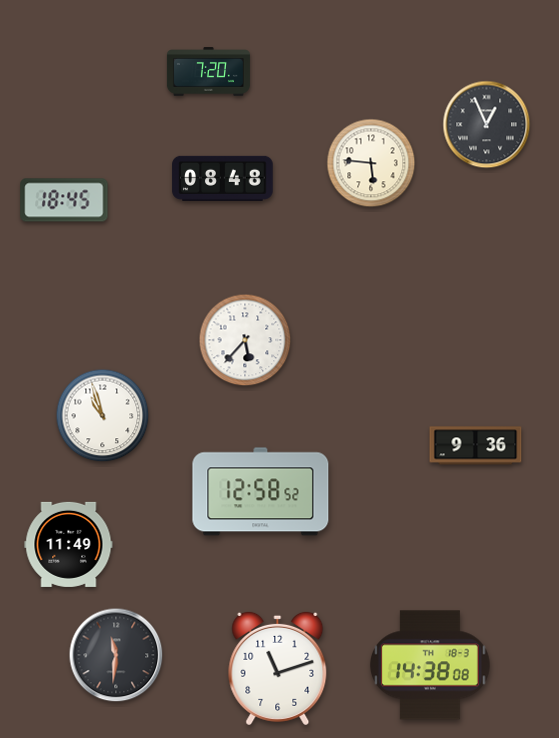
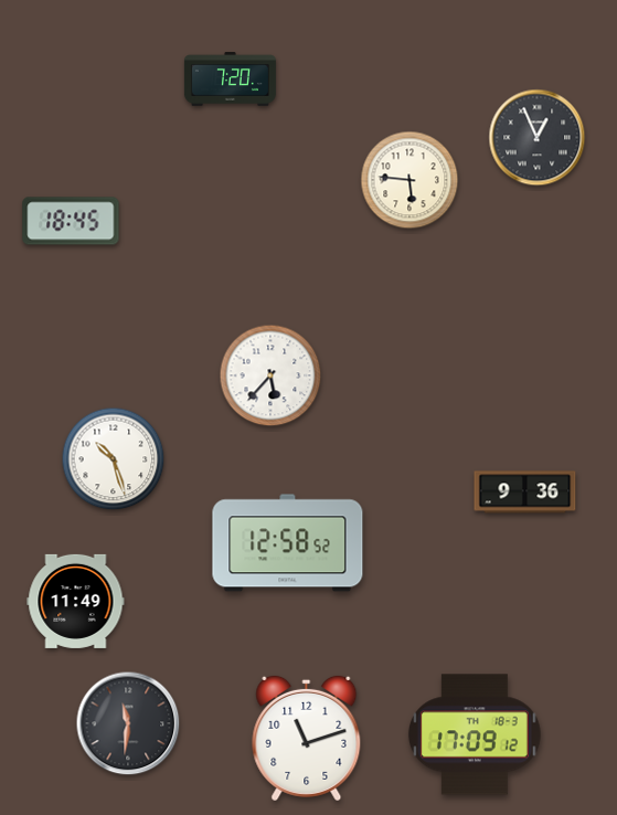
clock at (223, 178): 08:48 -> none
clock at (103, 416): 10:57 -> 10:27
clock at (430, 665): 14:38 -> 17:09
